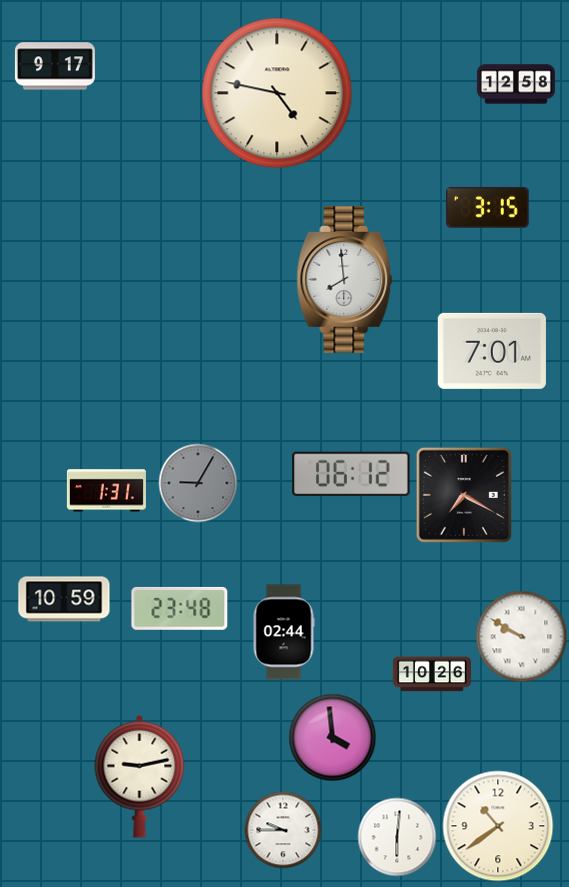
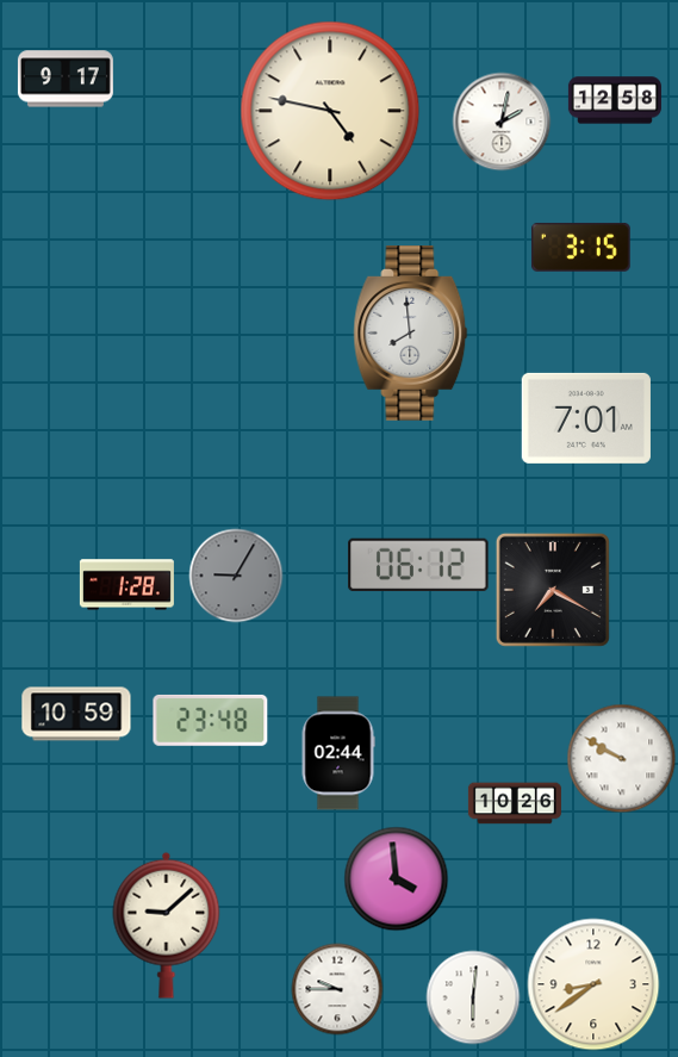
clock at (502, 122): none -> 2:02
clock at (106, 491): 1:31 -> 1:28
clock at (180, 608) position: (180, 608) -> (211, 720)
clock at (140, 776): 9:13 -> 9:08
clock at (498, 826): 10:39 -> 8:39
